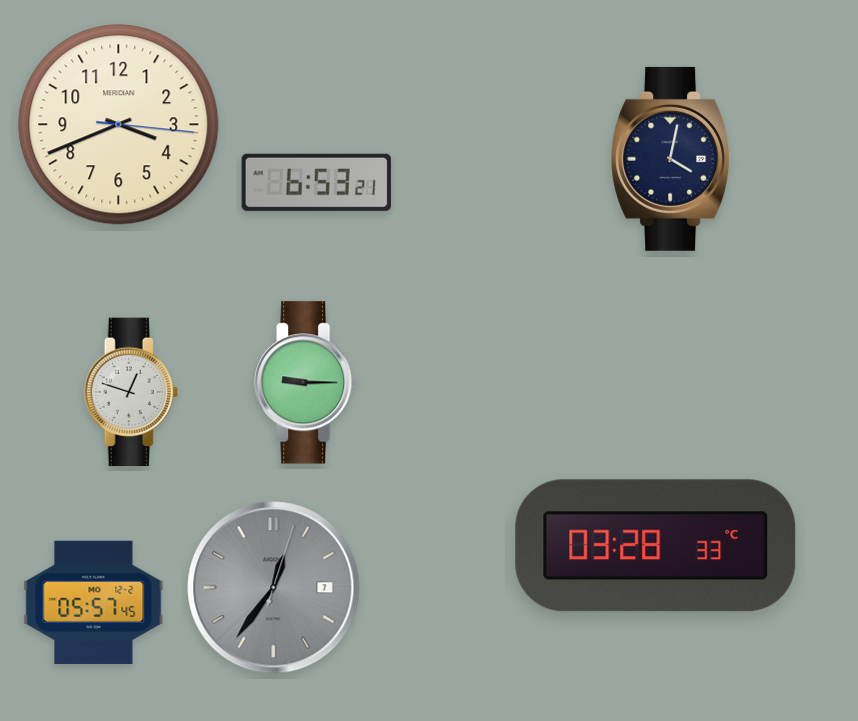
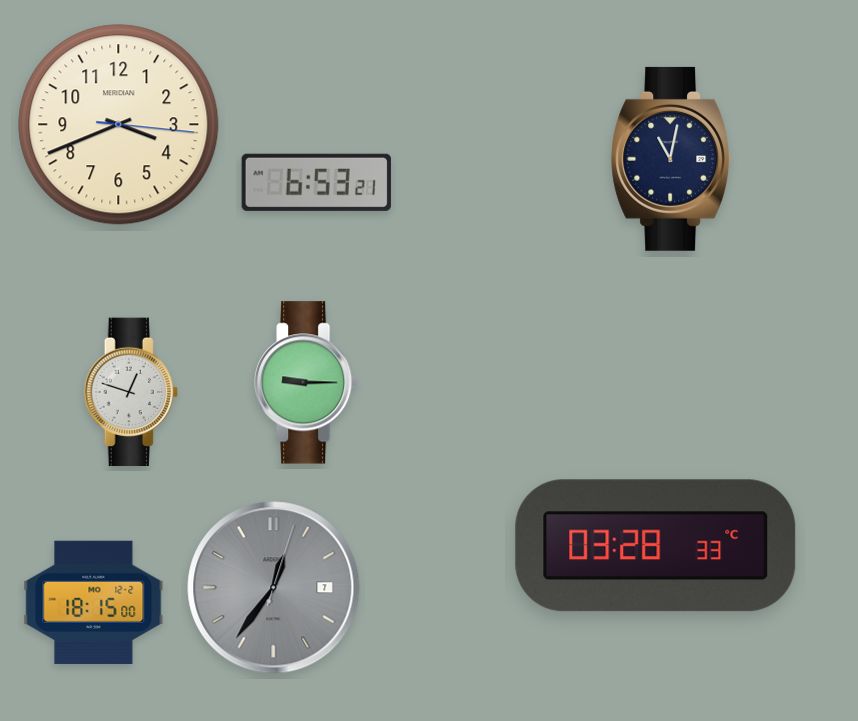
clock at (672, 159): 4:02 -> 11:02
clock at (94, 602): 05:57 -> 18:15
